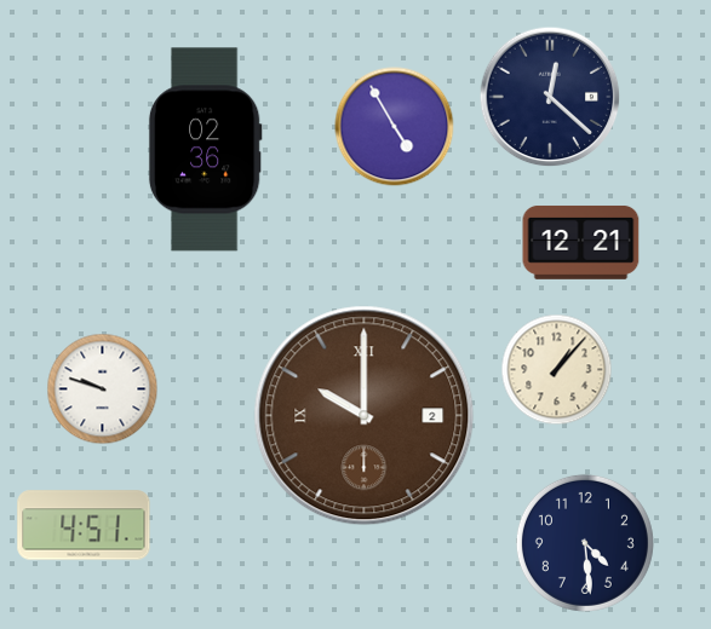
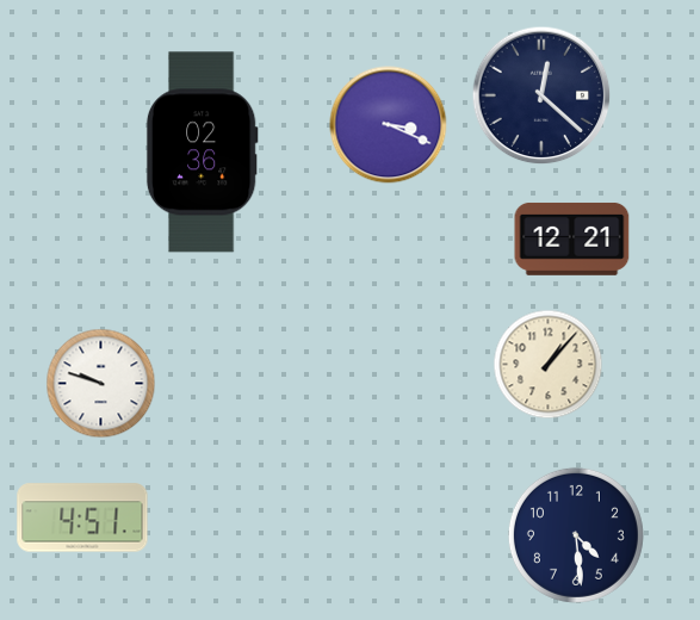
clock at (395, 127): 4:55 -> 3:19
clock at (205, 150) position: (205, 150) -> (202, 153)
clock at (365, 416): 10:00 -> none
